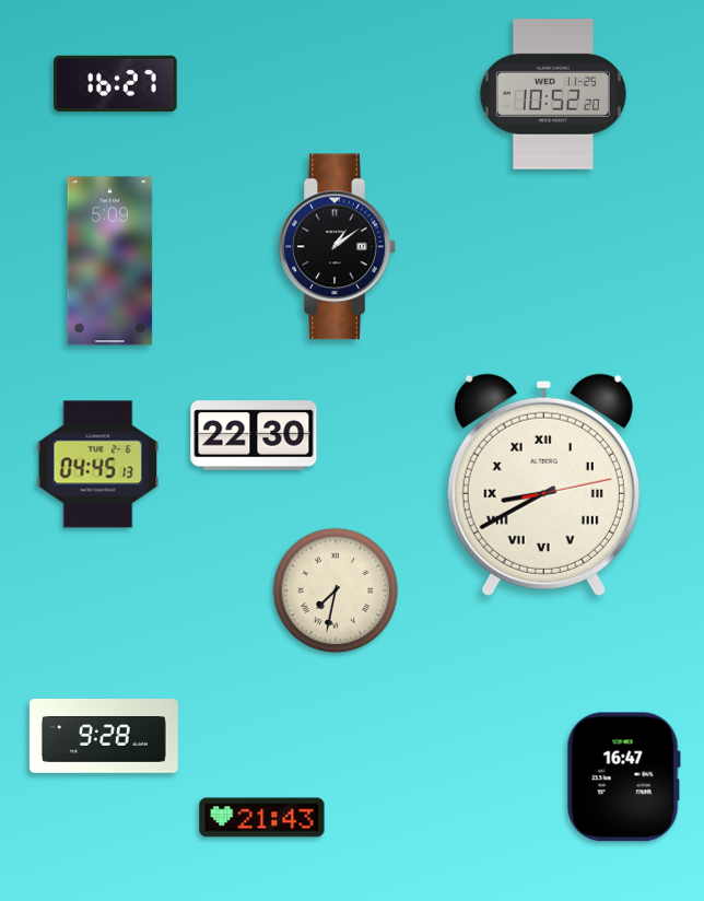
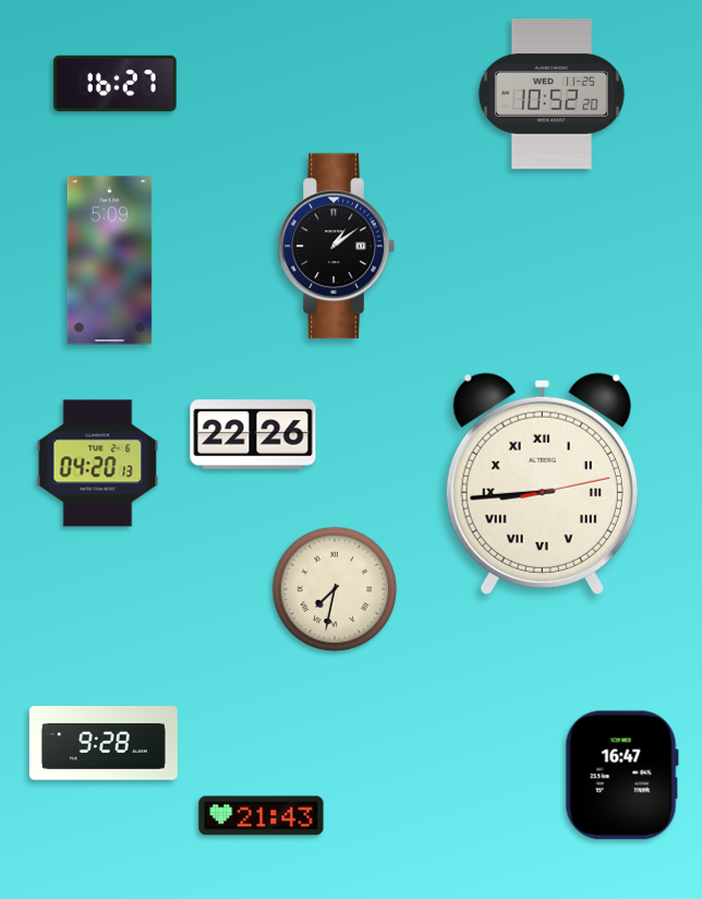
clock at (254, 435): 22:30 -> 22:26
clock at (98, 465): 04:45 -> 04:20
clock at (543, 484): 8:40 -> 8:44
clock at (104, 736) position: (104, 736) -> (104, 743)
